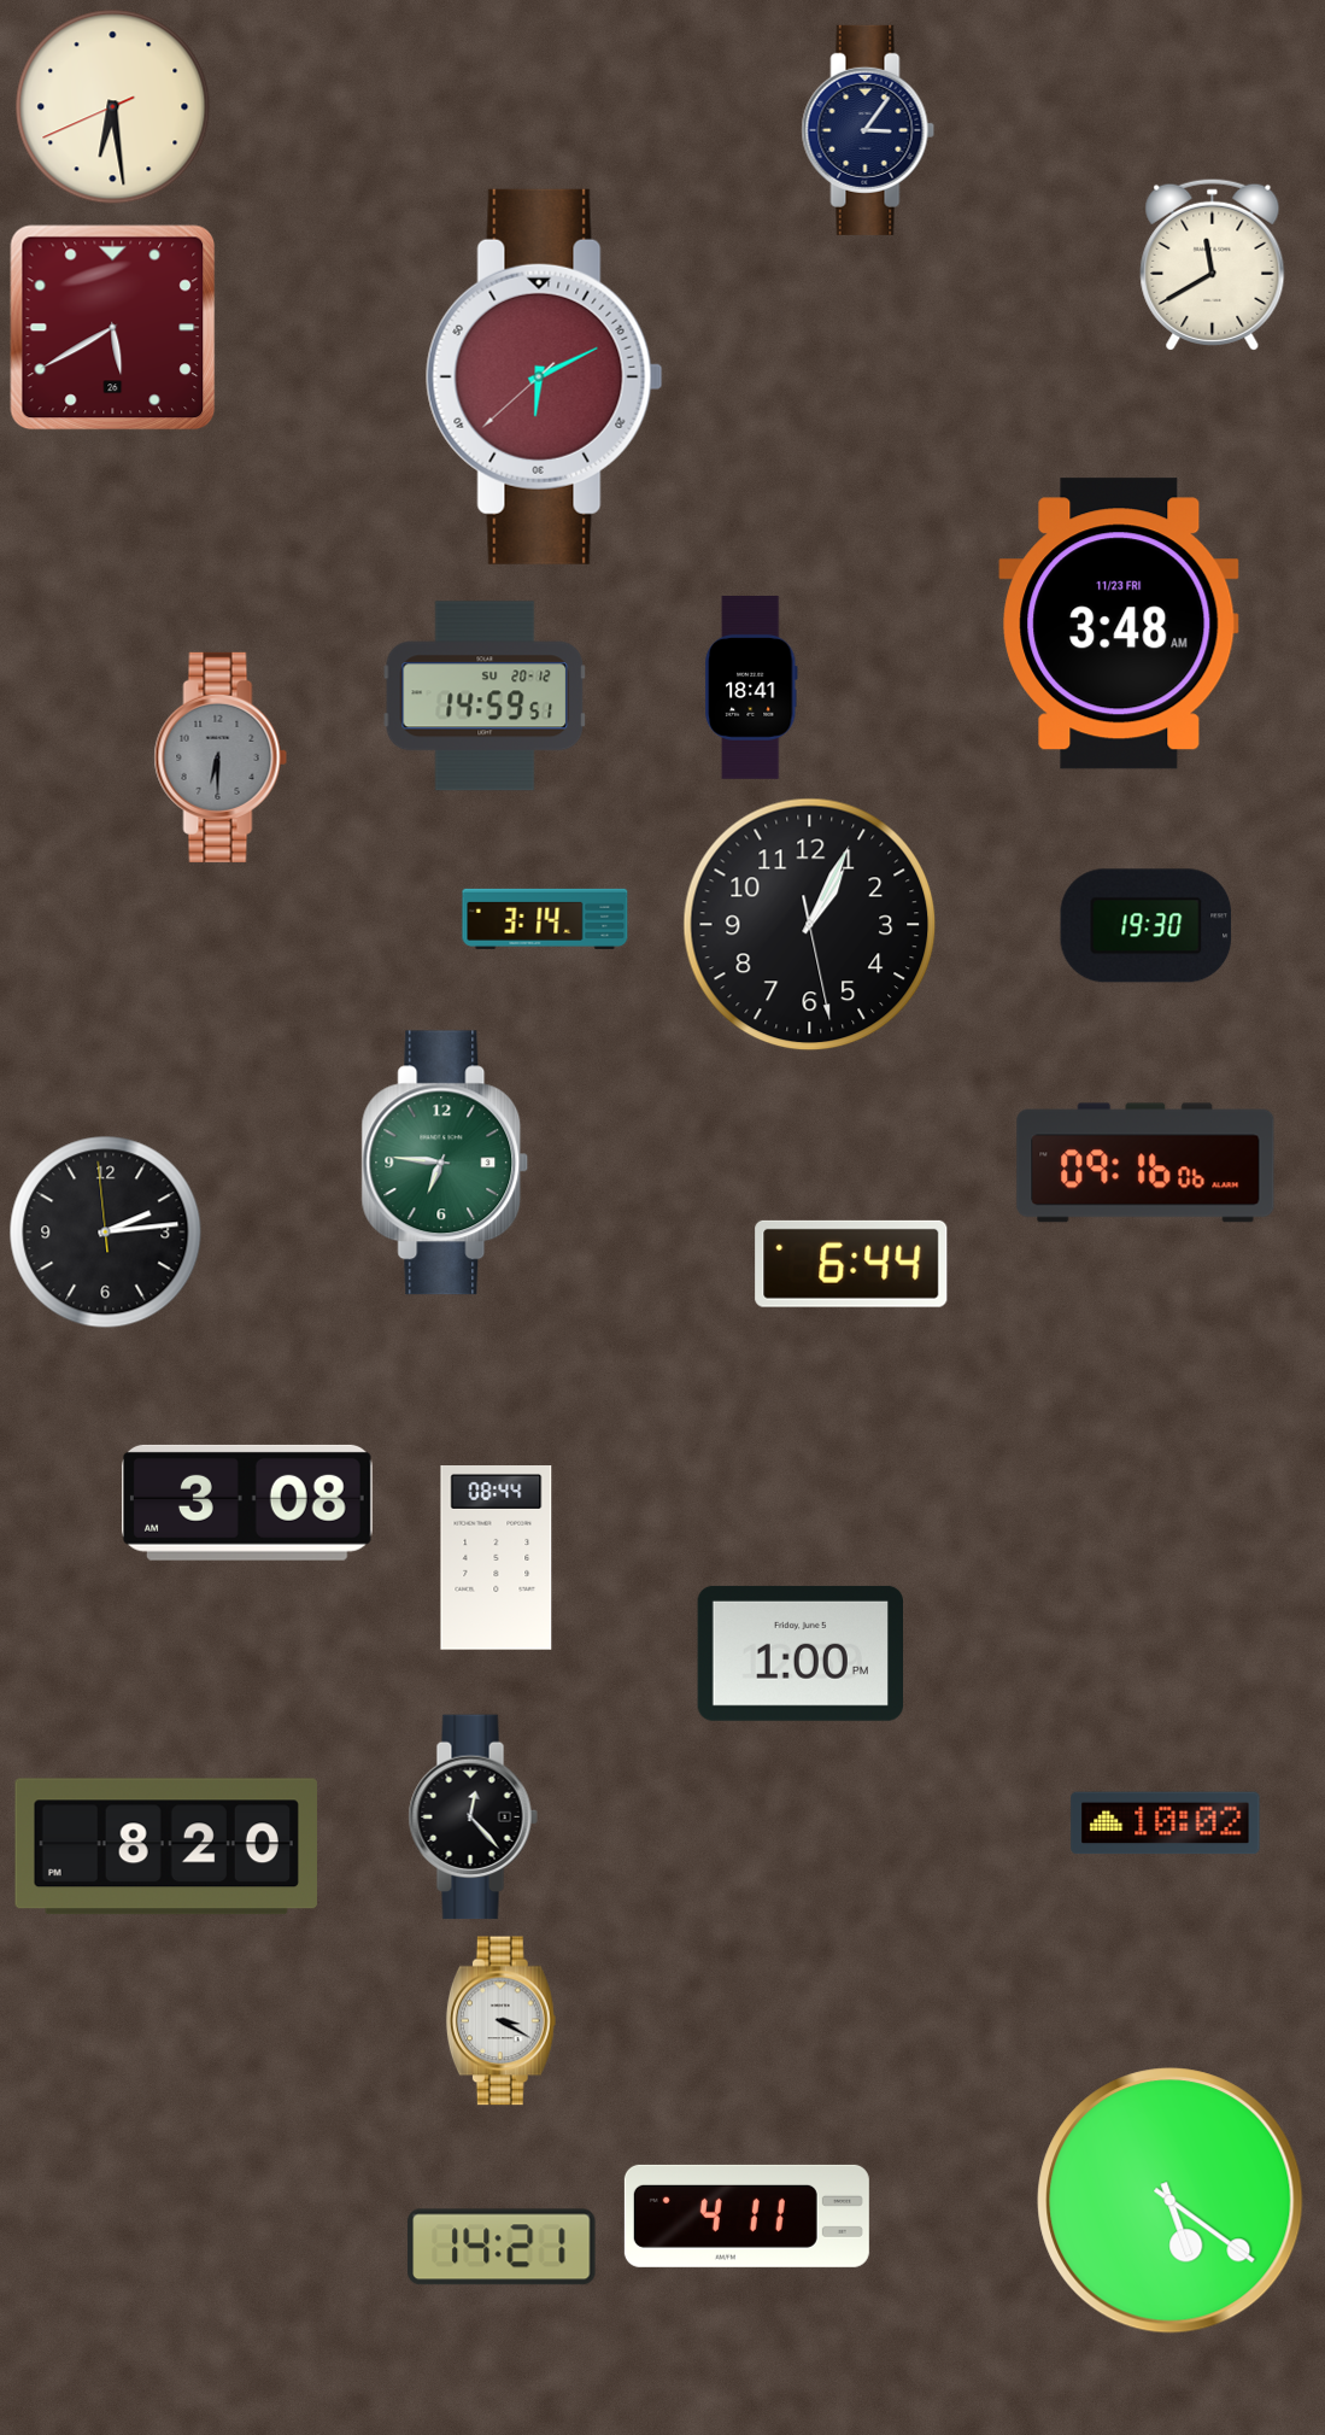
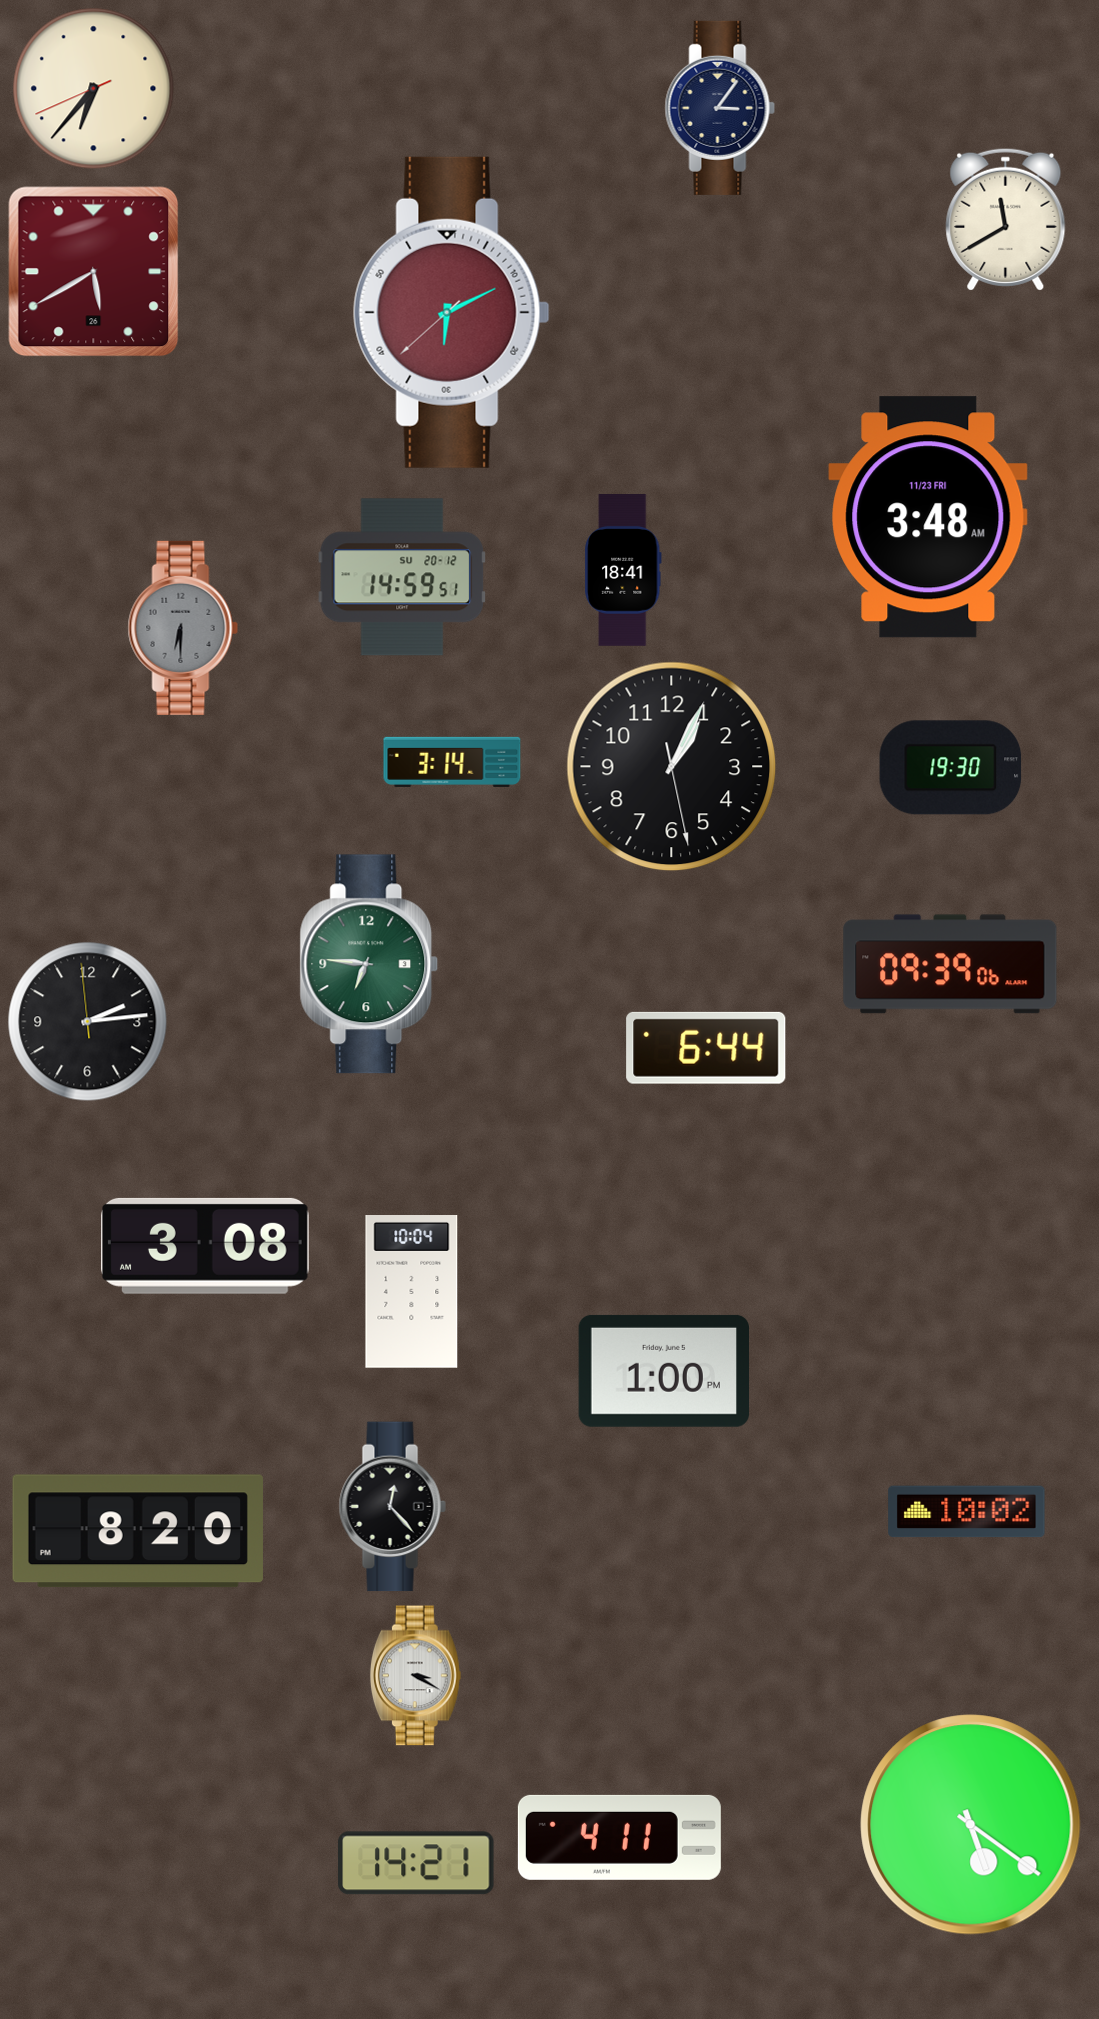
clock at (113, 107): 6:28 -> 6:36
clock at (1145, 1163): 09:16 -> 09:39
clock at (497, 1558): 08:44 -> 10:04
